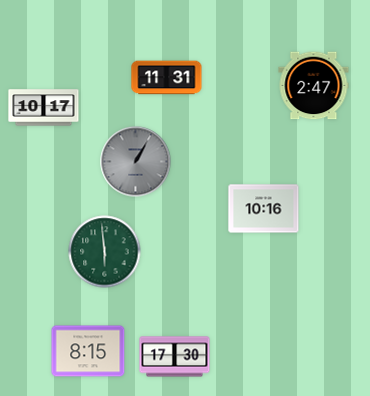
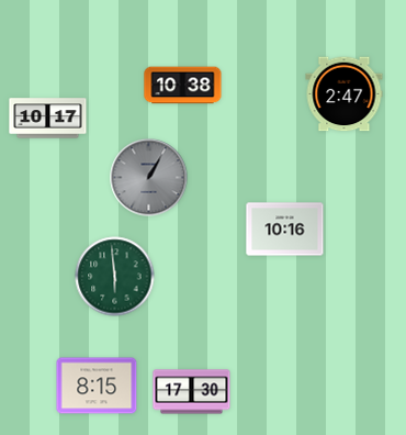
clock at (167, 78): 11:31 -> 10:38
clock at (264, 209) position: (264, 209) -> (285, 230)
